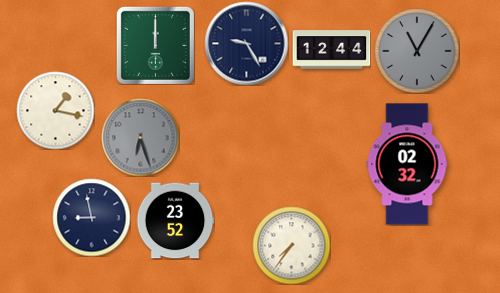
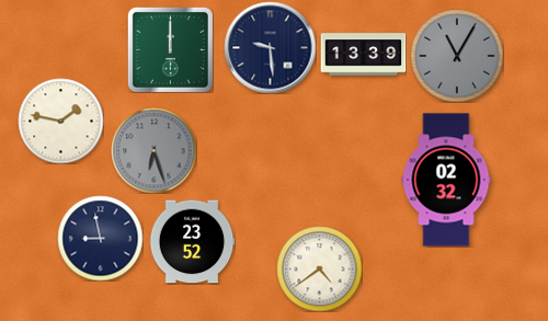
clock at (246, 43): 9:25 -> 9:29
clock at (331, 50): 12:44 -> 13:39
clock at (55, 110): 1:17 -> 1:47
clock at (291, 245): 7:36 -> 4:39
